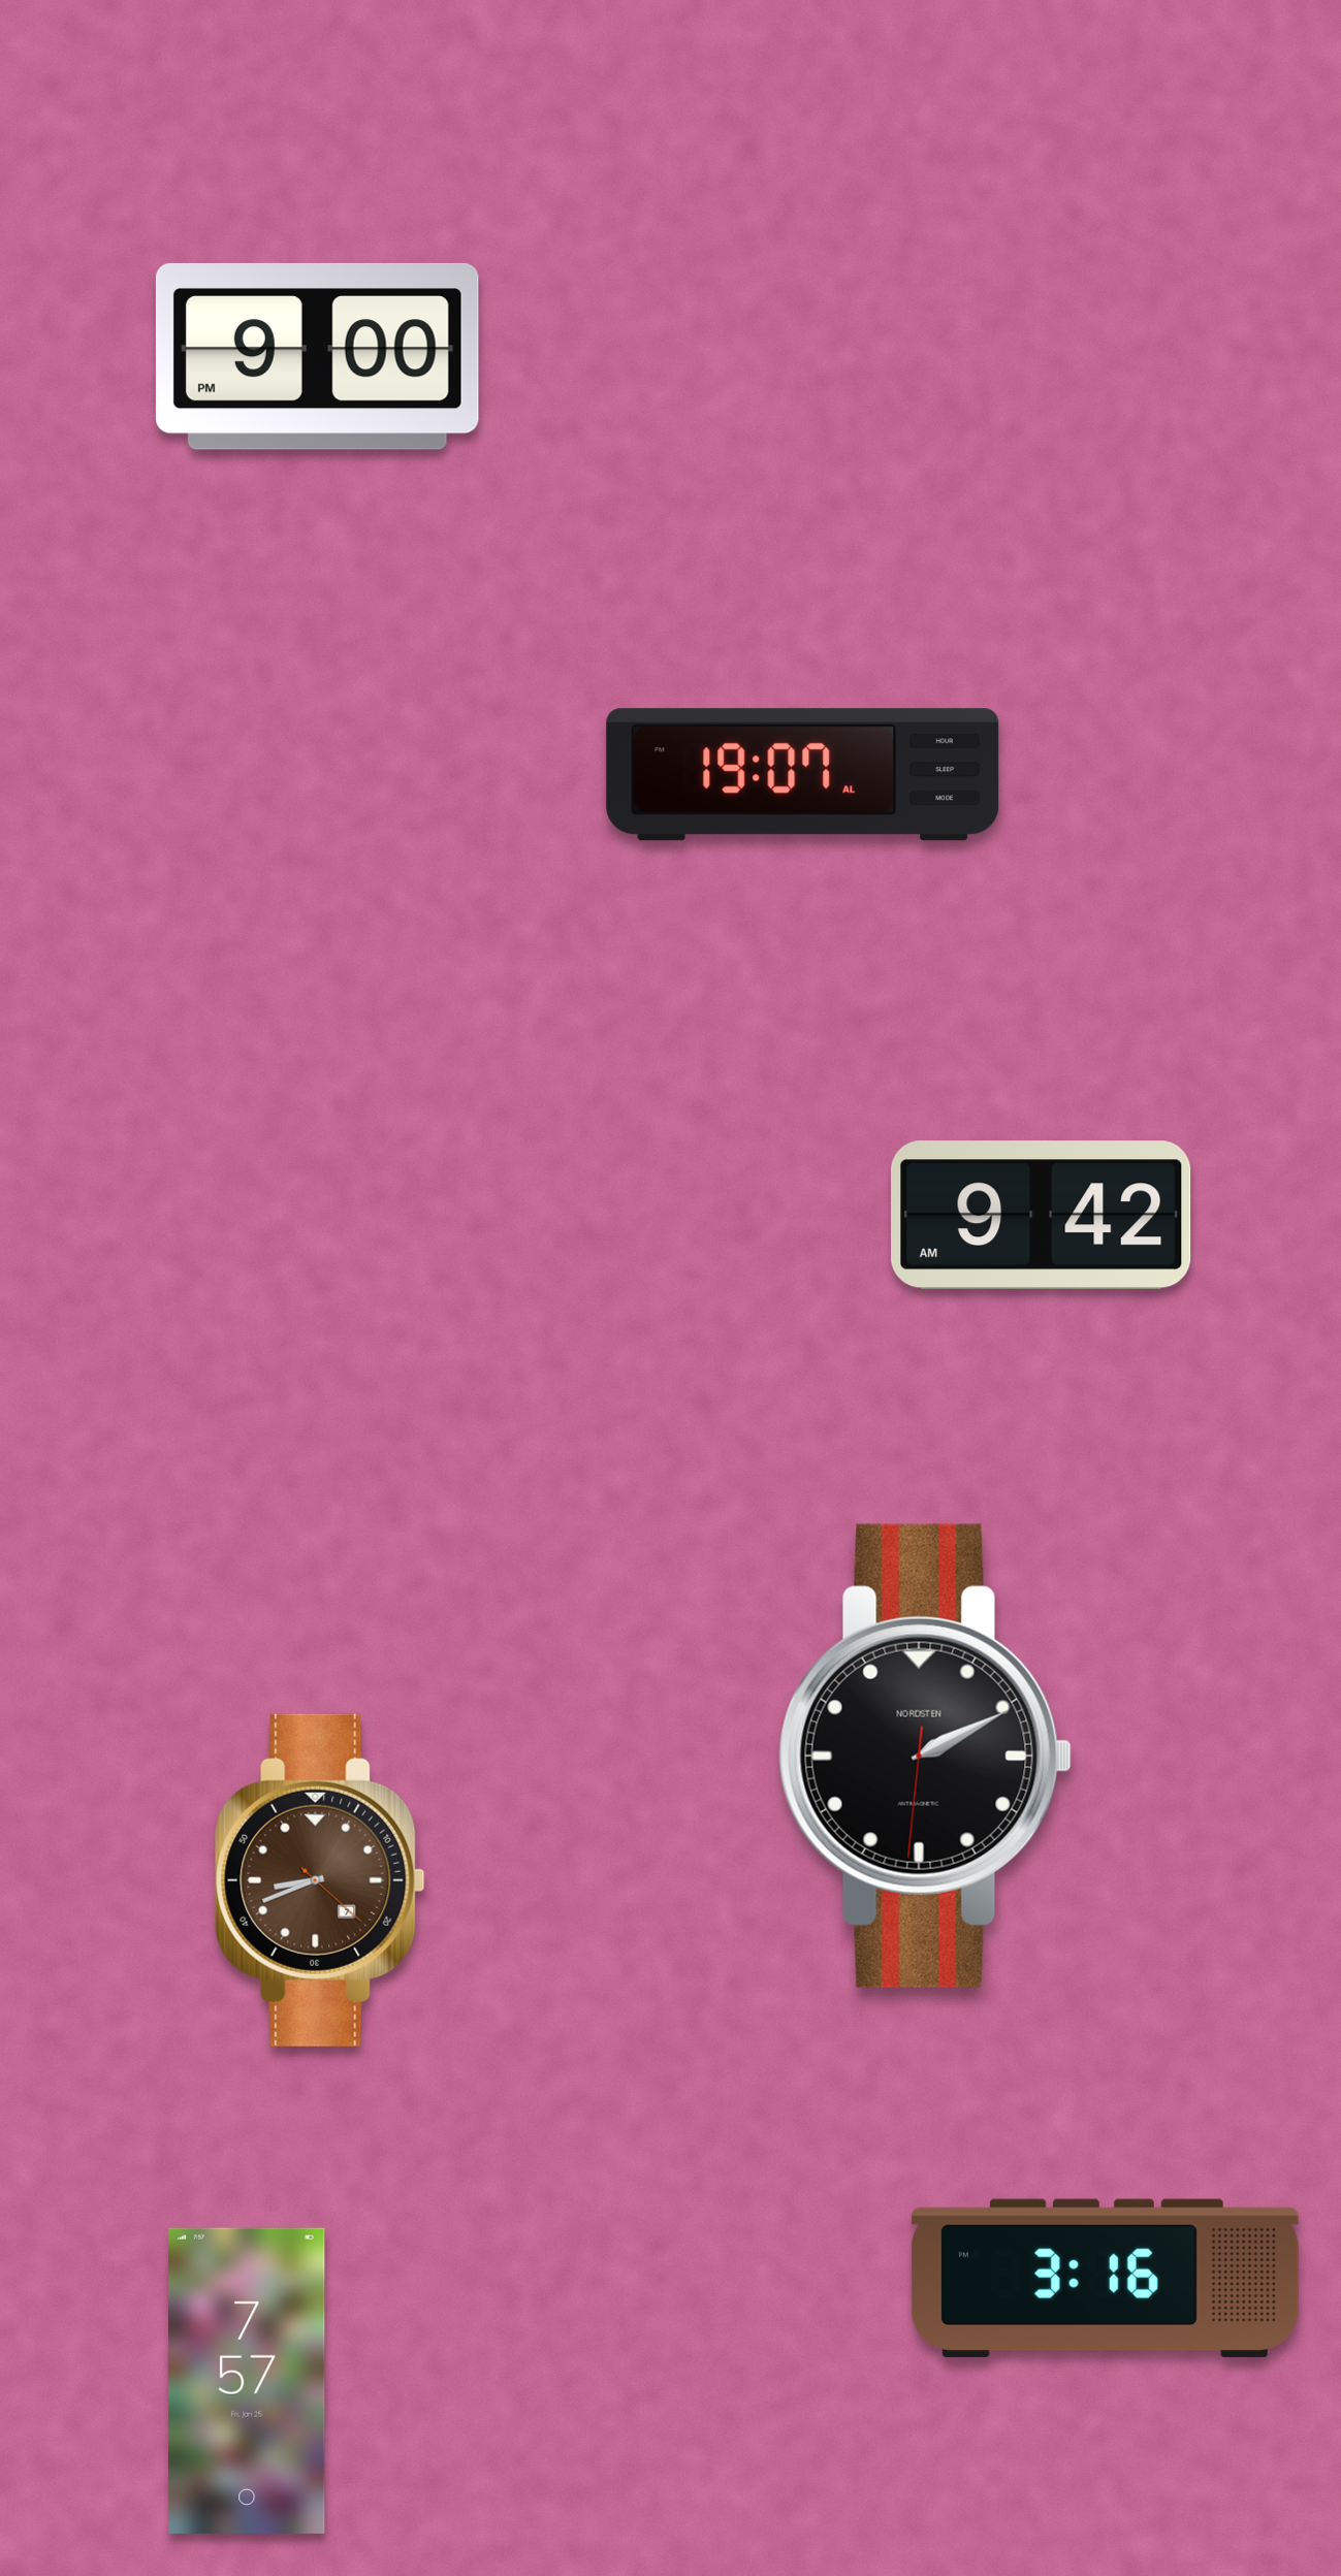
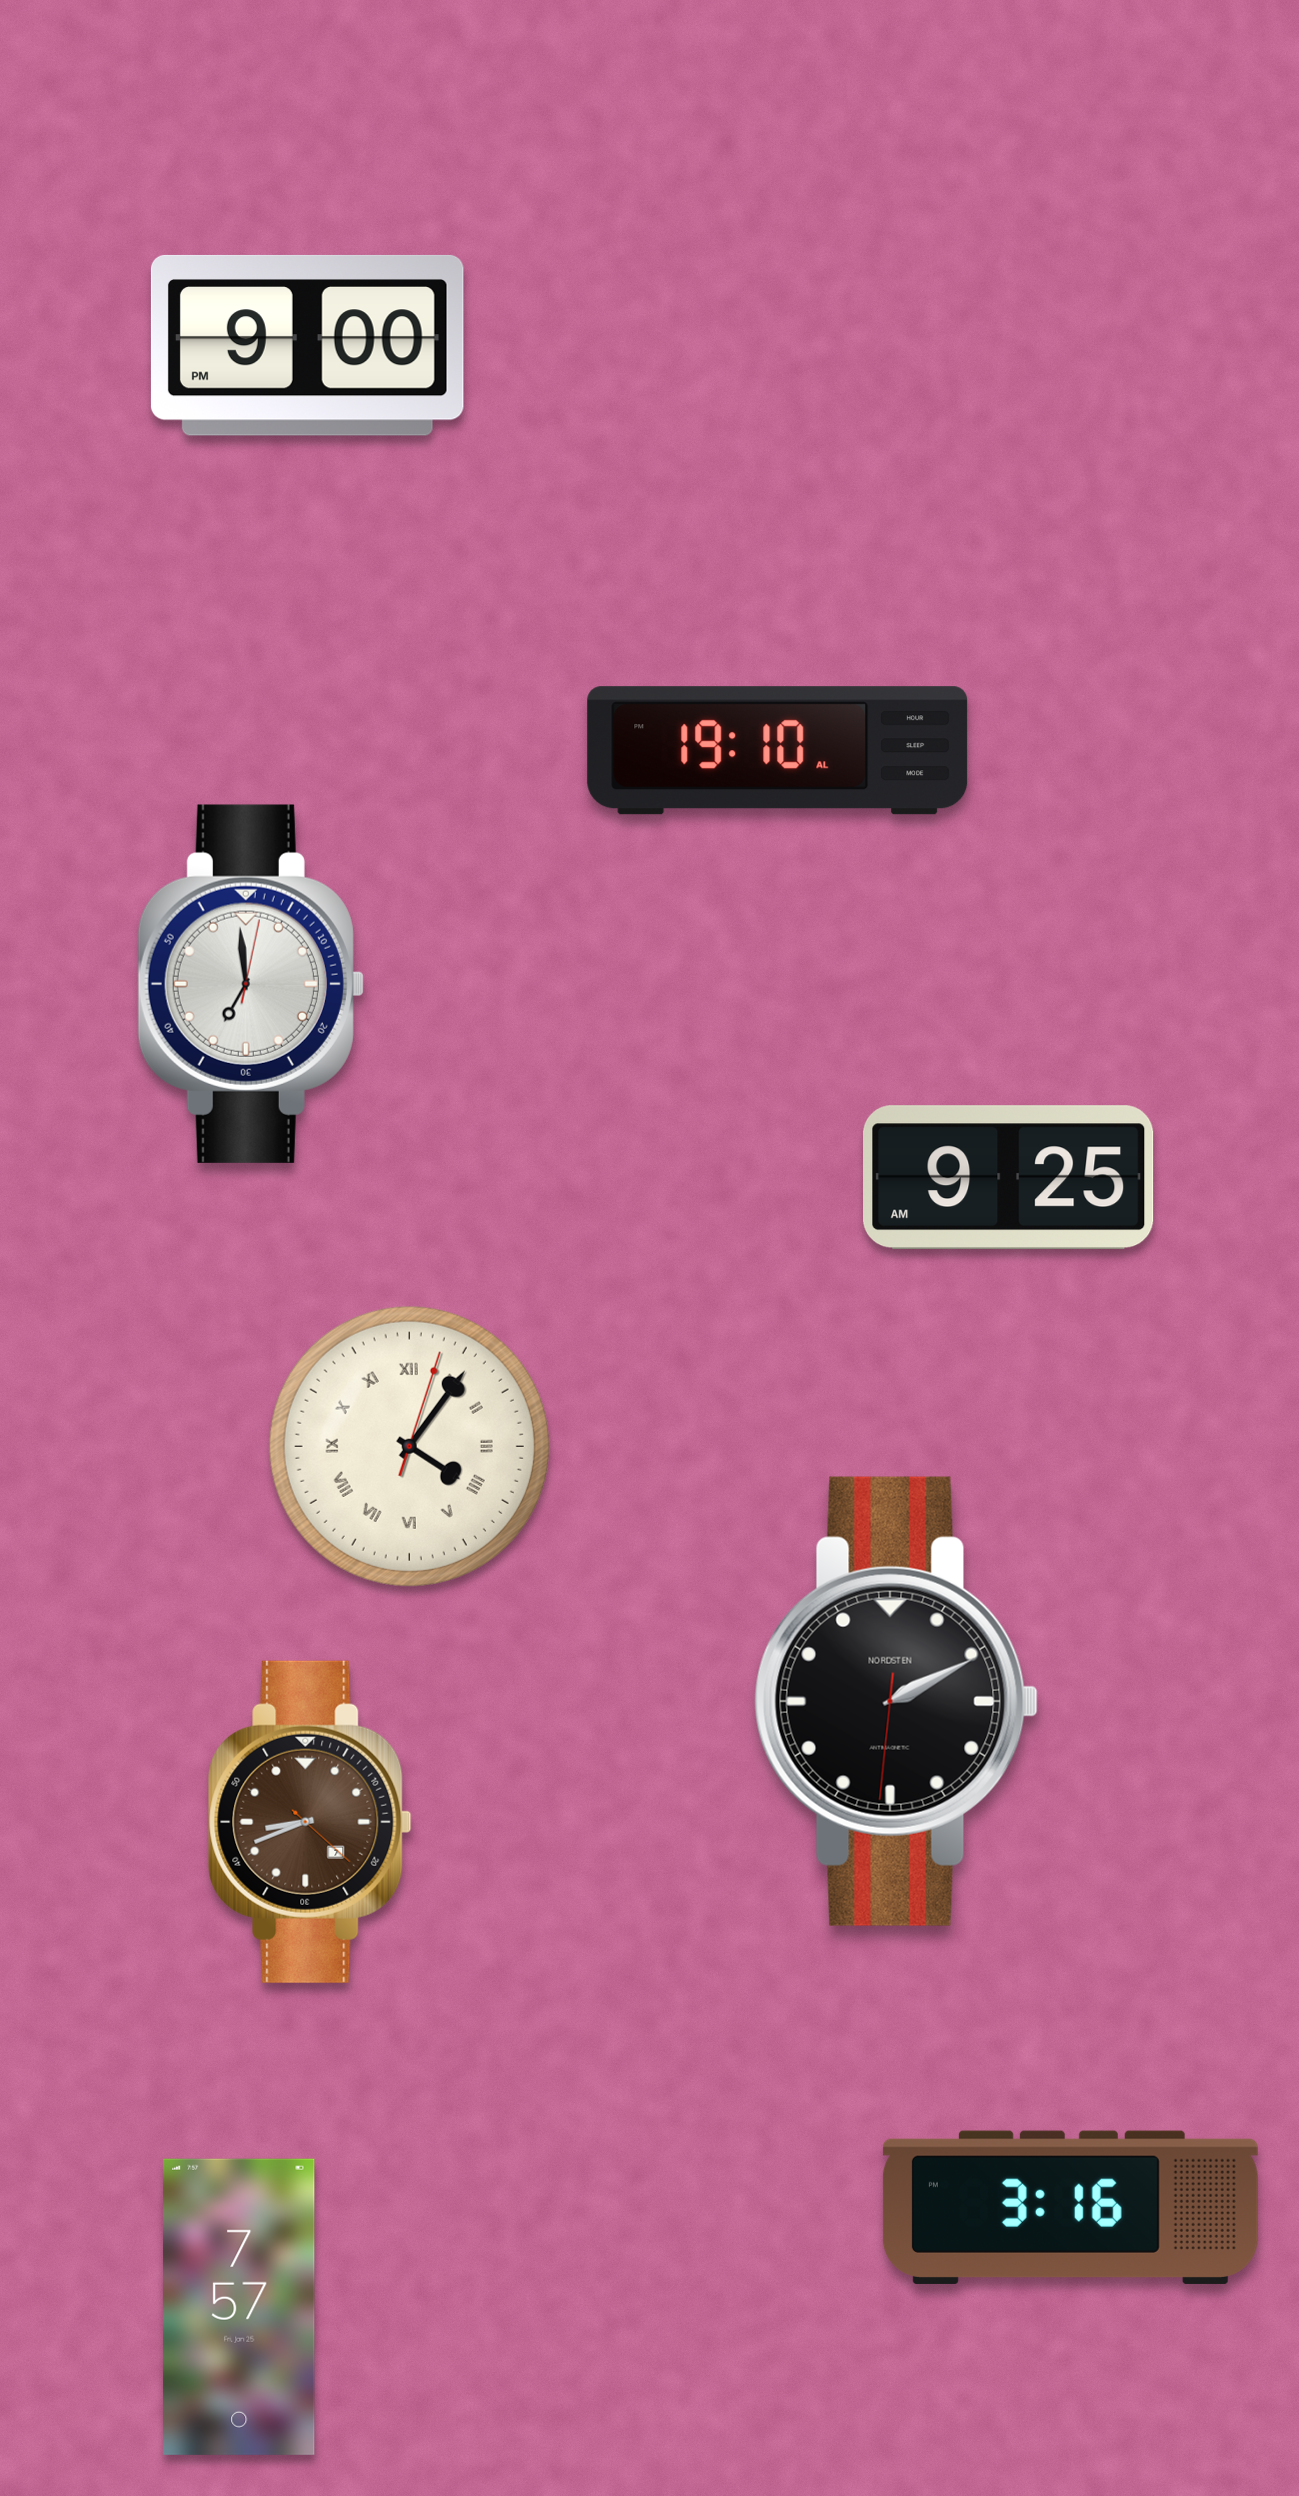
clock at (803, 775): 19:07 -> 19:10
clock at (251, 984): none -> 6:59
clock at (1042, 1215): 9:42 -> 9:25
clock at (409, 1446): none -> 4:06
